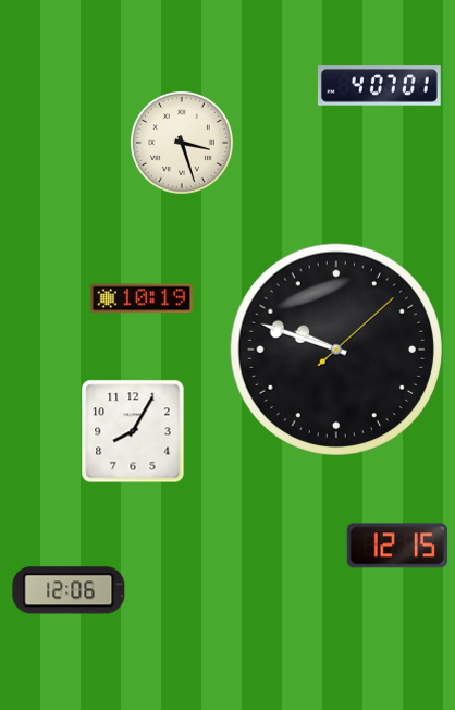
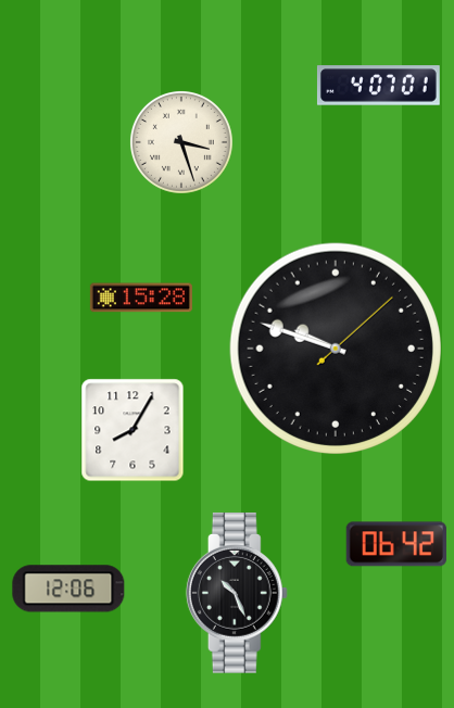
clock at (142, 298): 10:19 -> 15:28
clock at (397, 546): 12:15 -> 06:42
clock at (237, 593): none -> 10:26
